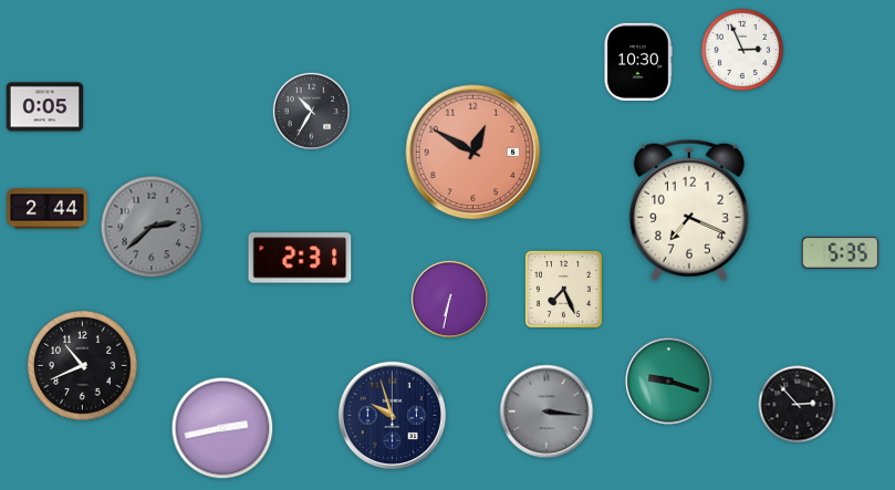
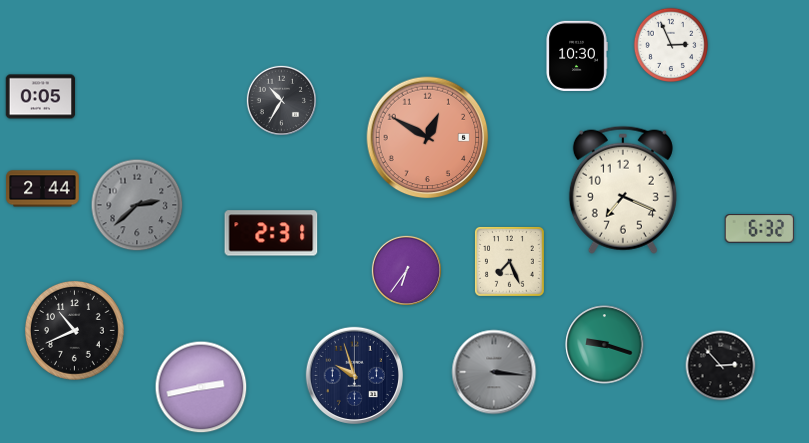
clock at (840, 253): 5:35 -> 6:32
clock at (449, 299): 6:32 -> 6:36
